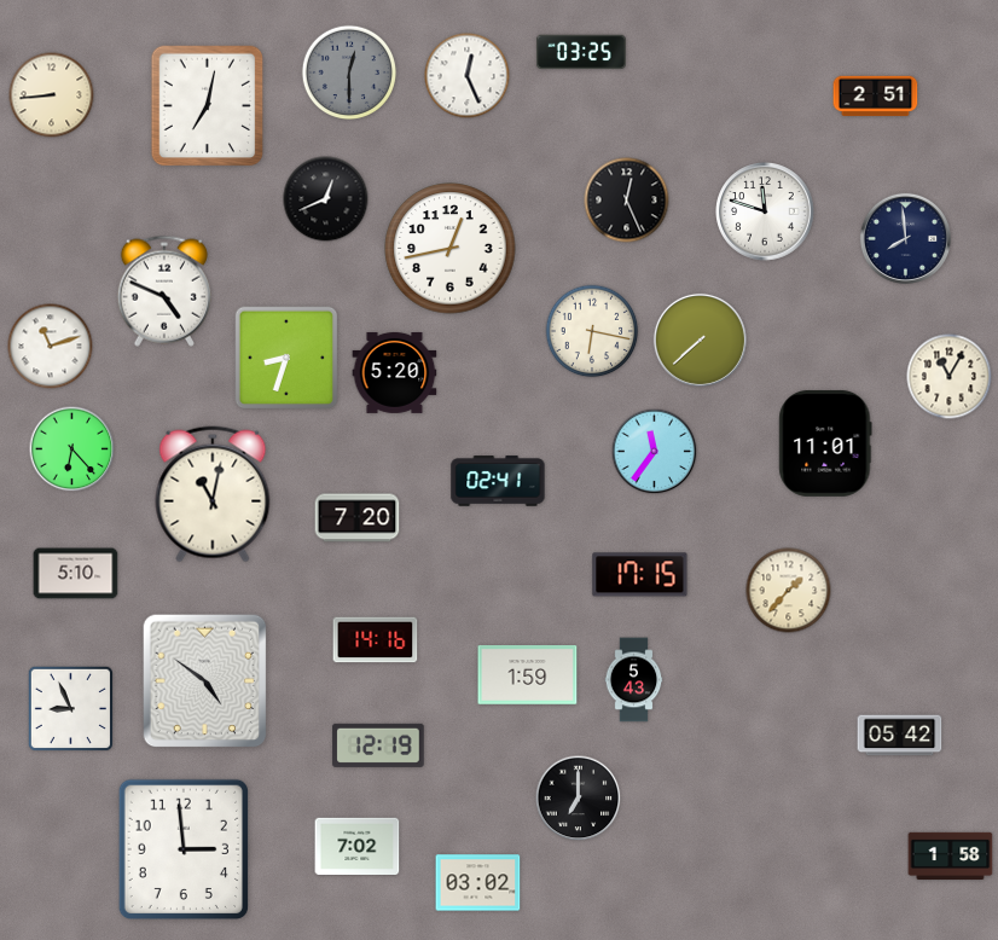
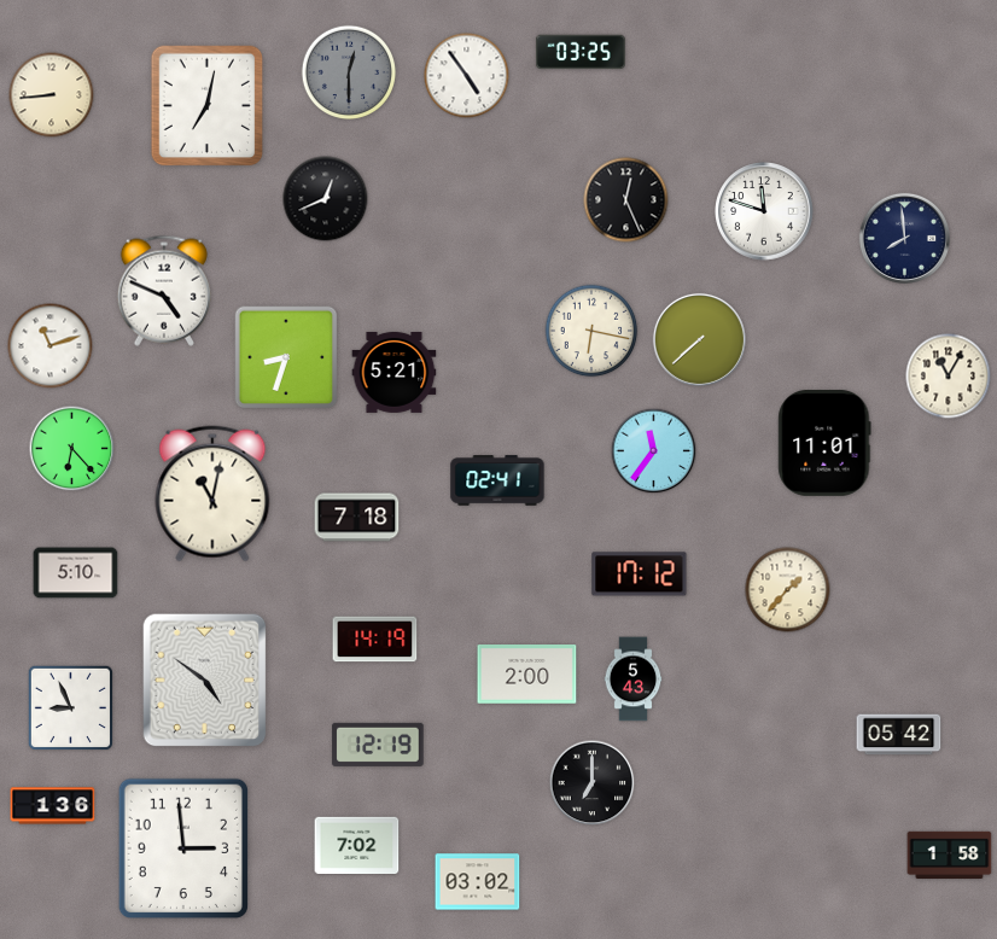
clock at (468, 76): 12:26 -> 4:54
clock at (876, 97): 2:51 -> none
clock at (451, 249): 12:43 -> none
clock at (395, 372): 5:20 -> 5:21
clock at (358, 518): 7:20 -> 7:18
clock at (640, 575): 17:15 -> 17:12
clock at (376, 640): 14:16 -> 14:19
clock at (528, 675): 1:59 -> 2:00
clock at (579, 799) position: (579, 799) -> (593, 783)
clock at (53, 806): none -> 1:36
